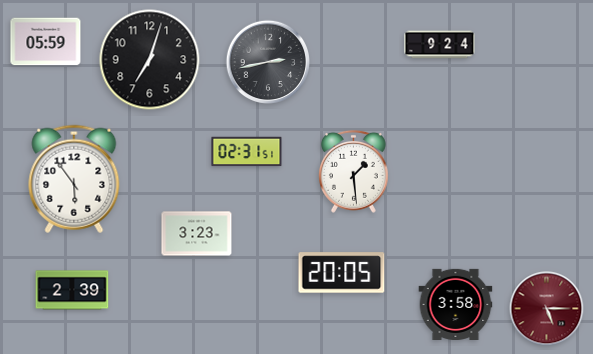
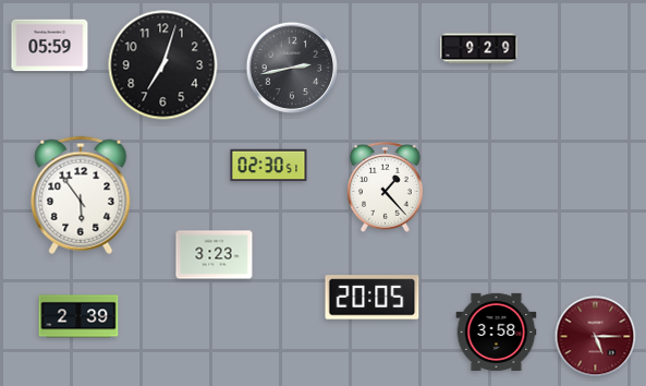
clock at (440, 45): 9:24 -> 9:29
clock at (247, 152): 02:31 -> 02:30
clock at (353, 171): 1:29 -> 1:23
